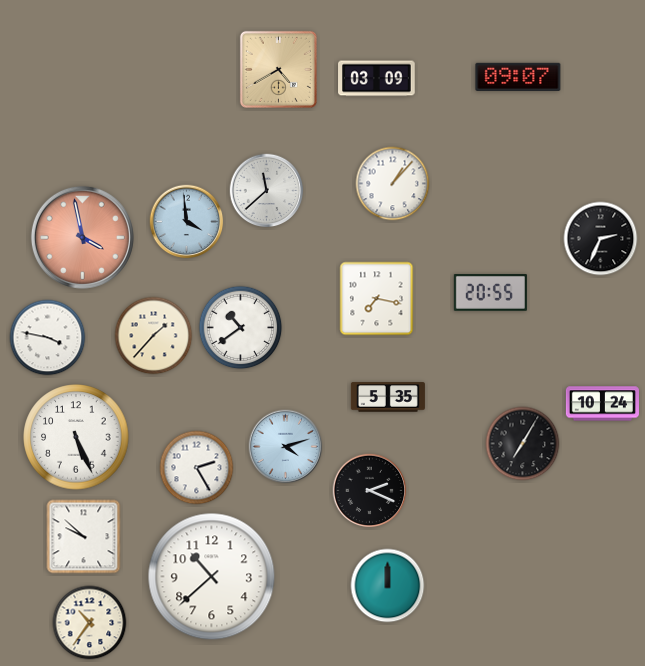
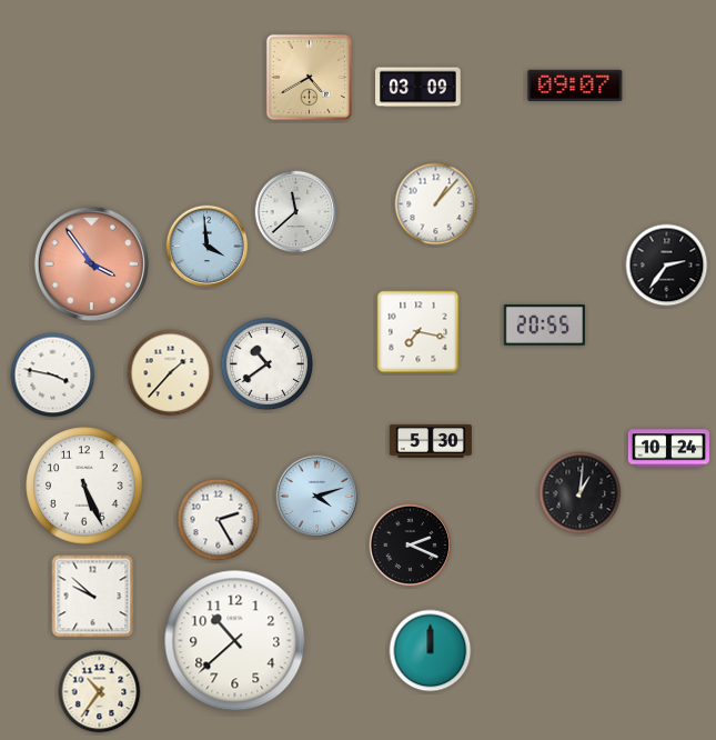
clock at (82, 237): 3:58 -> 3:54
clock at (601, 239): 2:34 -> 2:36
clock at (388, 397): 5:35 -> 5:30
clock at (523, 444): 7:05 -> 1:01
